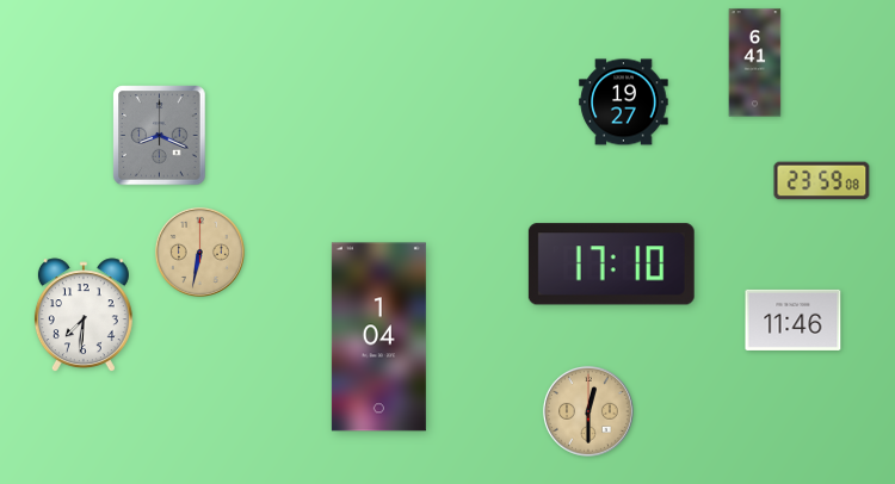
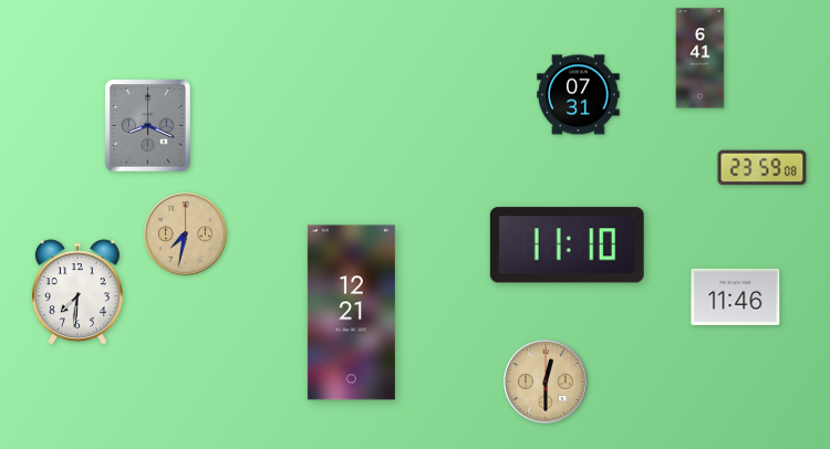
clock at (624, 103): 19:27 -> 07:31
clock at (199, 252): 6:32 -> 7:32
clock at (611, 265): 17:10 -> 11:10
clock at (378, 337): 1:04 -> 12:21
